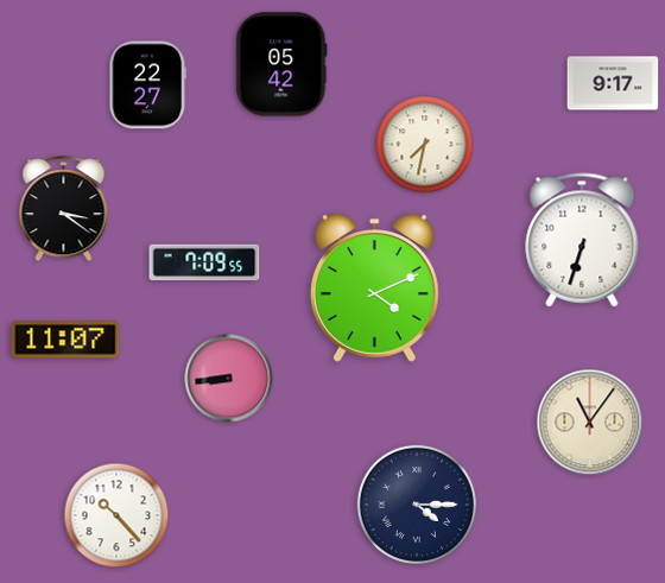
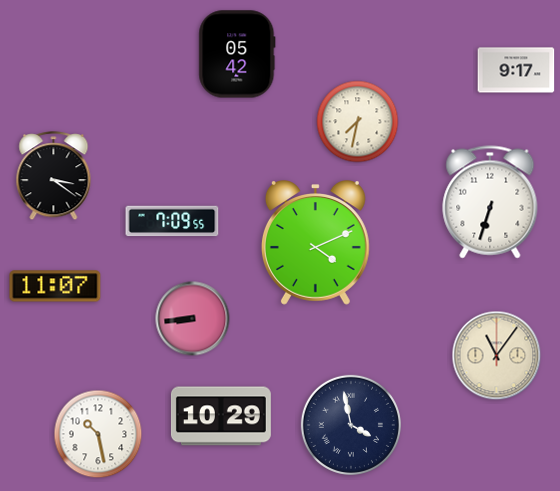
clock at (148, 85): 22:27 -> none
clock at (221, 416): none -> 10:29
clock at (417, 505): 4:15 -> 3:58
clock at (116, 515): 10:23 -> 10:28
